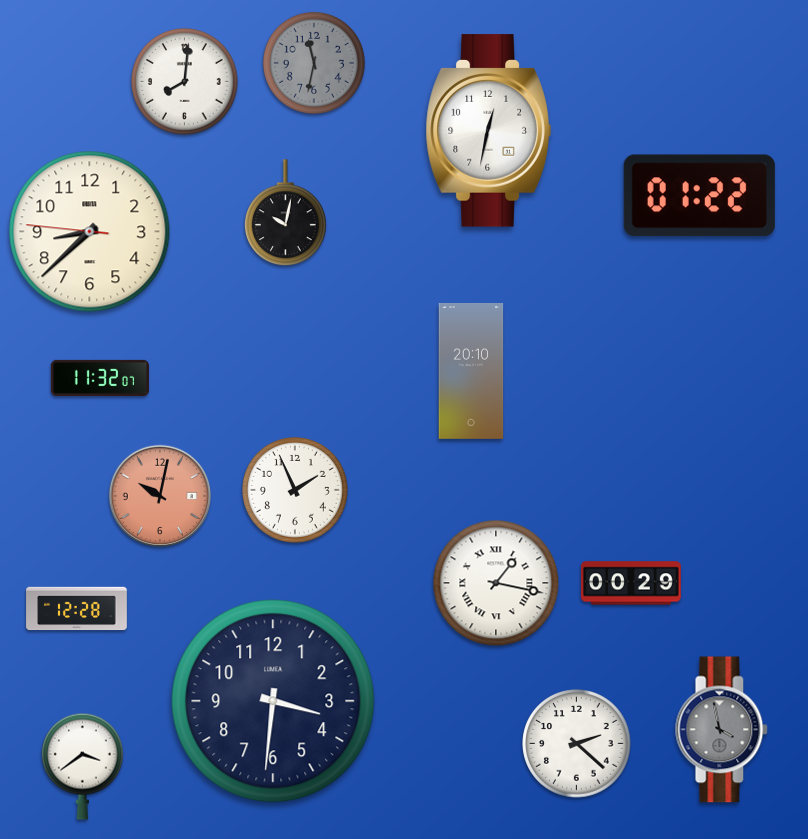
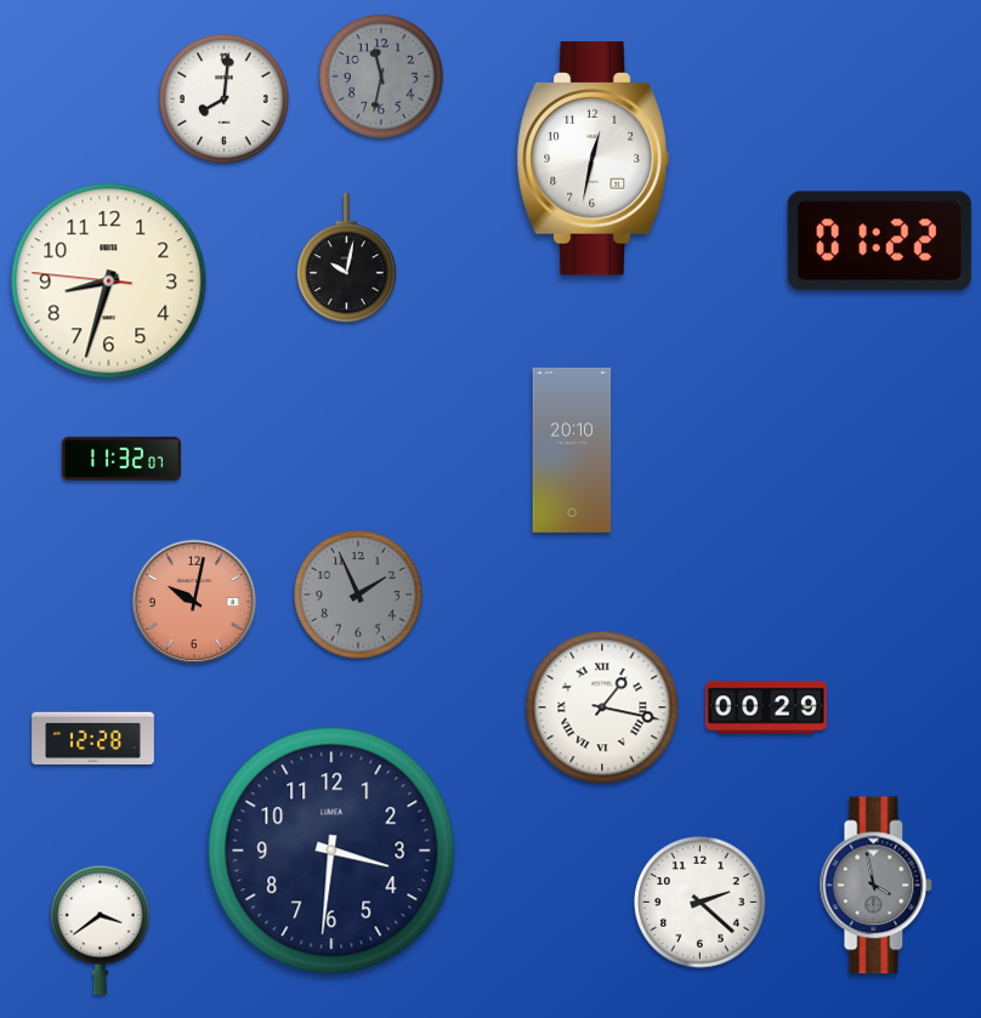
clock at (699, 196) position: (699, 196) -> (879, 241)
clock at (90, 232): 8:37 -> 8:32
clock at (296, 491) dial: white -> grey
